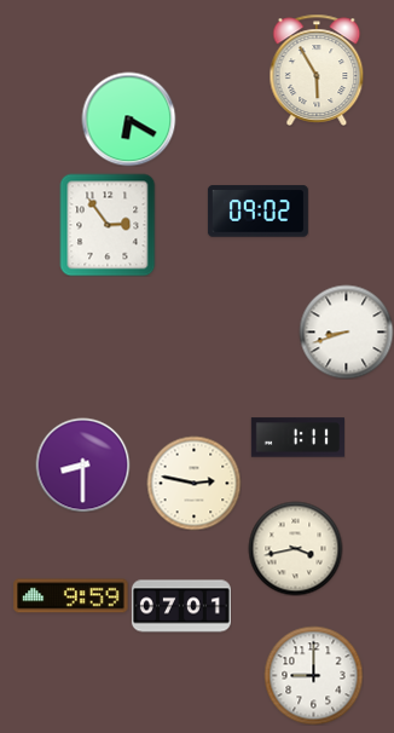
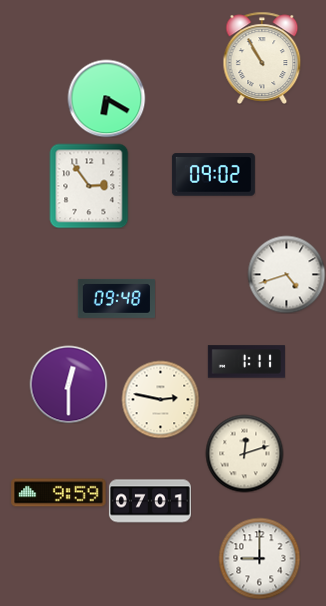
clock at (317, 70): 5:55 -> 10:55
clock at (346, 331): 8:42 -> 4:42
clock at (116, 298): none -> 09:48
clock at (82, 464): 8:30 -> 12:30
clock at (295, 548): 3:43 -> 12:12
